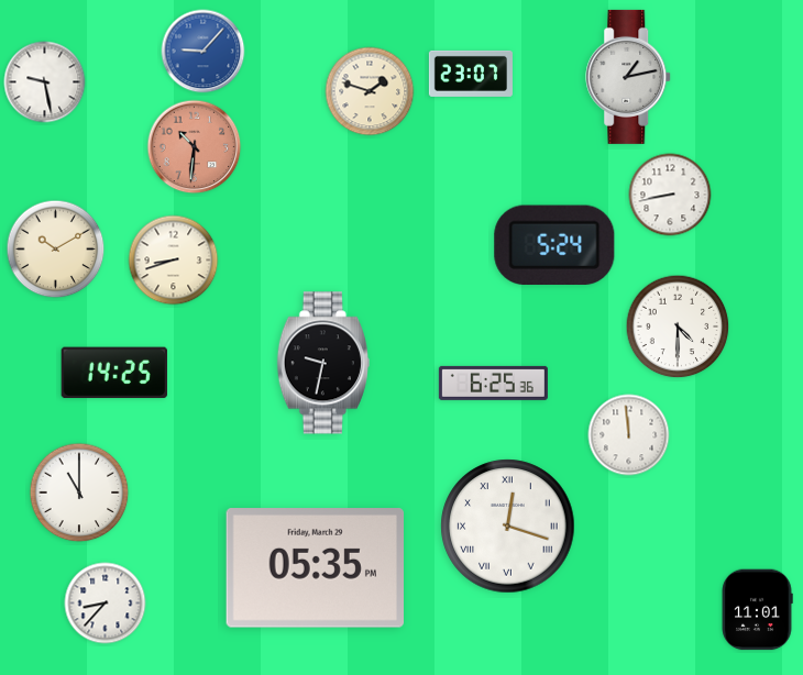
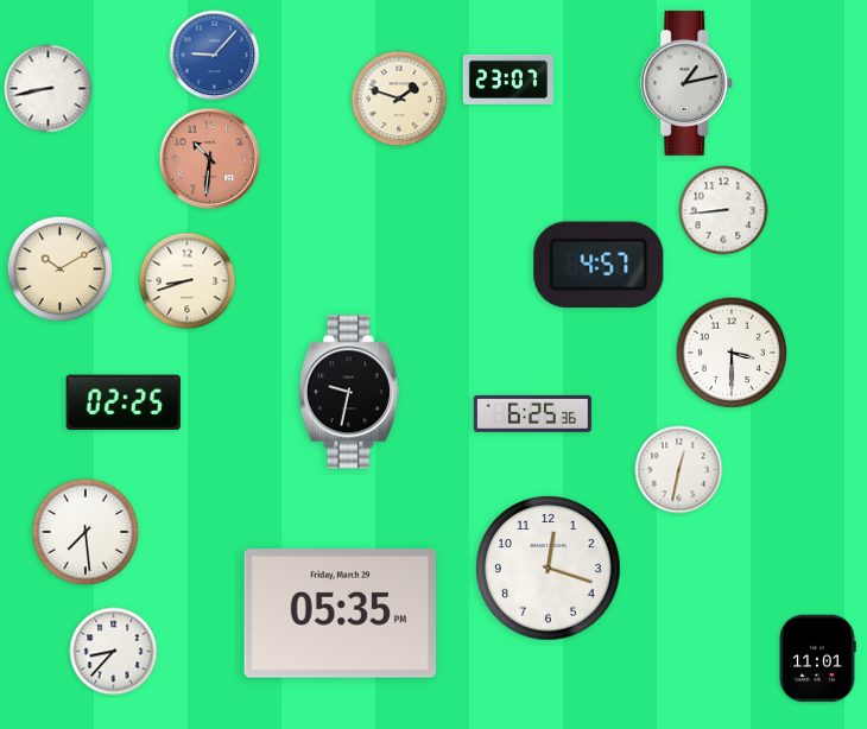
clock at (204, 52) position: (204, 52) -> (215, 56)
clock at (629, 77) position: (629, 77) -> (688, 83)
clock at (45, 82): 9:28 -> 8:43
clock at (670, 195): 8:43 -> 8:44
clock at (554, 245): 5:24 -> 4:57
clock at (678, 327): 4:30 -> 3:30
clock at (114, 373): 14:25 -> 02:25
clock at (629, 435): 11:59 -> 12:32
clock at (79, 493): 11:00 -> 7:29
clock at (508, 527) numerals: Roman -> Arabic
